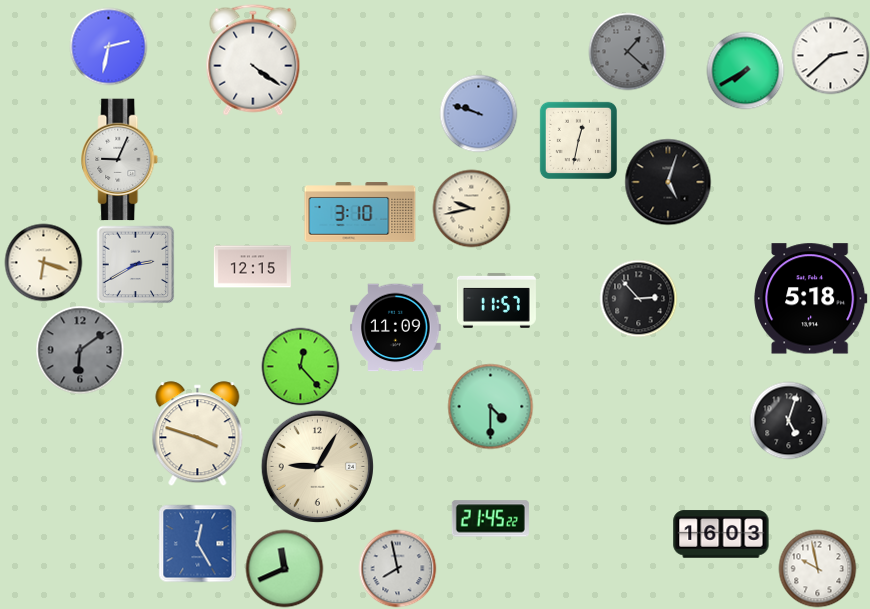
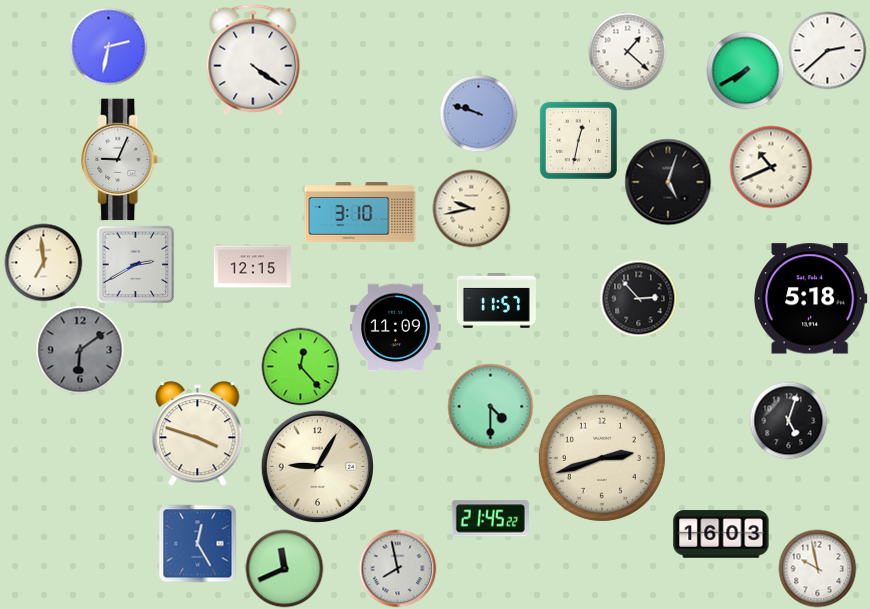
clock at (627, 51) dial: grey -> white
clock at (830, 55) position: (830, 55) -> (827, 50)
clock at (771, 167): none -> 10:41
clock at (43, 262): 6:18 -> 6:59
clock at (602, 458): none -> 2:42
